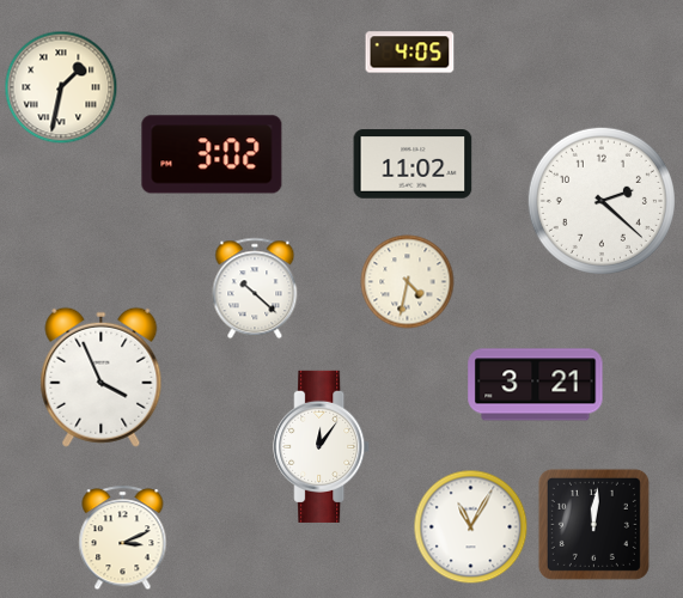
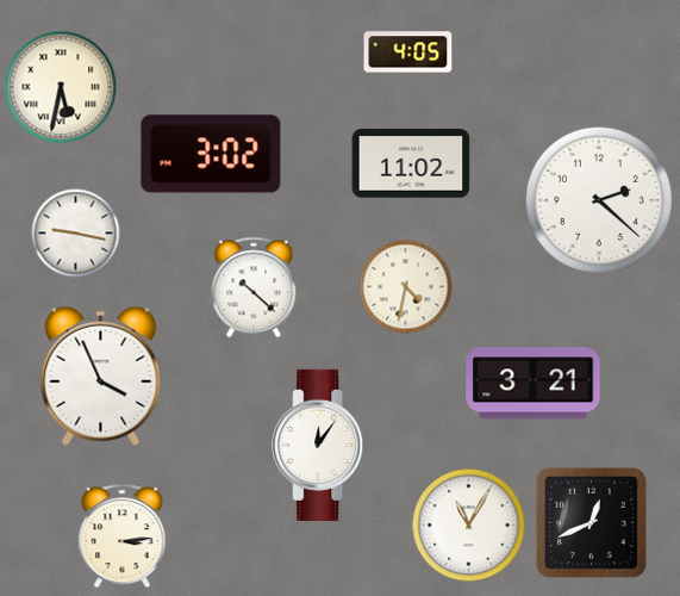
clock at (61, 87): 1:32 -> 5:32
clock at (76, 234): none -> 9:17
clock at (408, 282) position: (408, 282) -> (406, 287)
clock at (593, 524): 12:01 -> 12:41
clock at (123, 538): 3:11 -> 3:14
